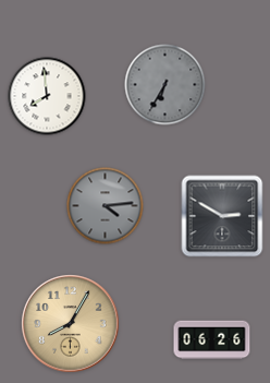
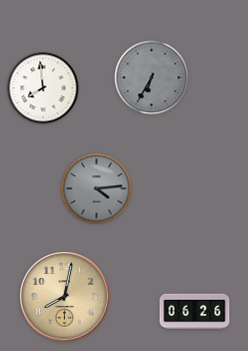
clock at (222, 216): 2:50 -> none
clock at (71, 324): 8:05 -> 8:02
